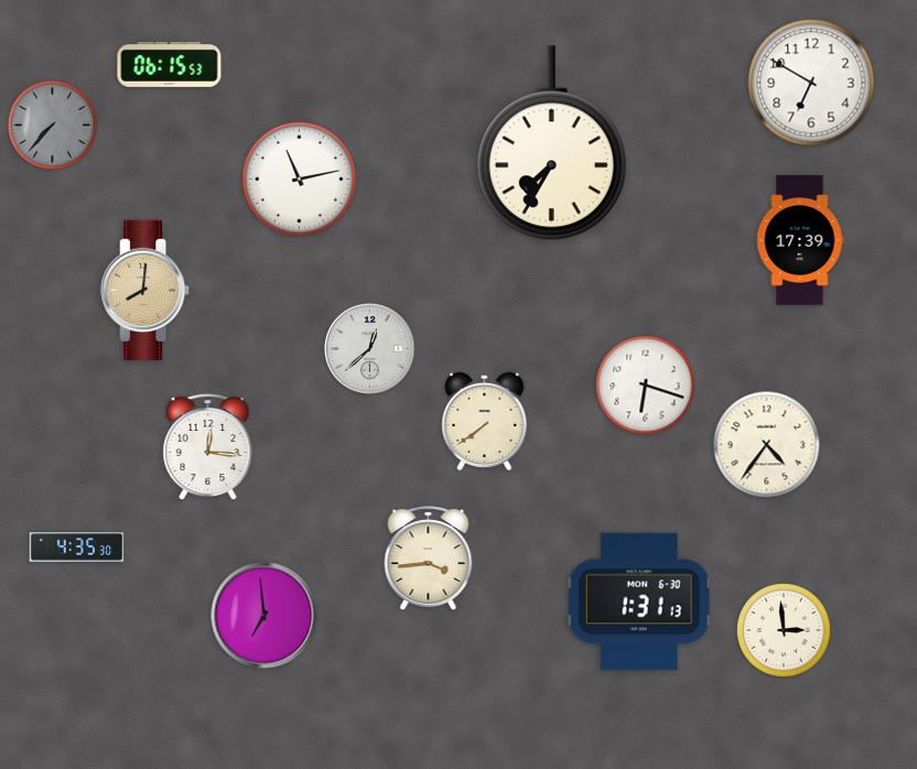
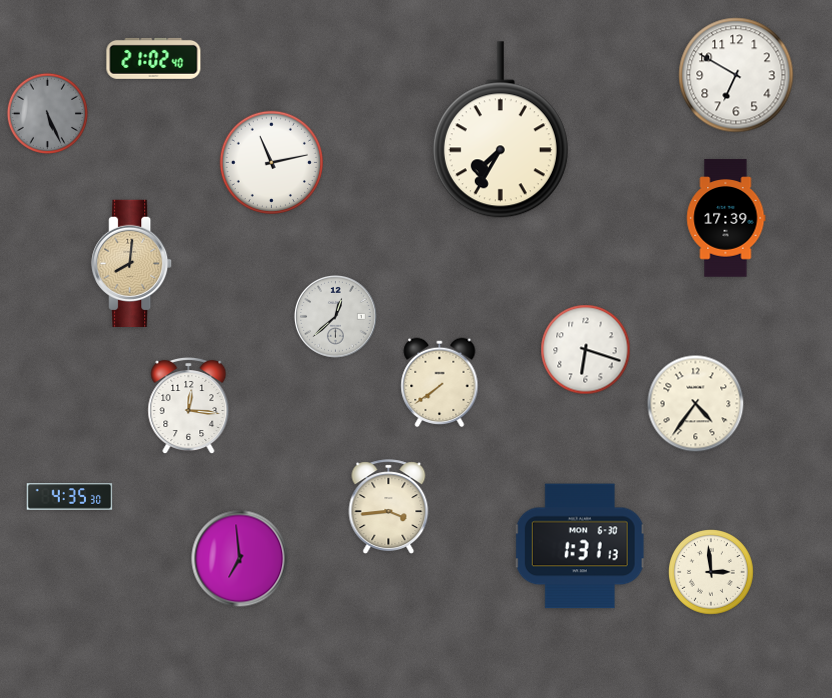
clock at (170, 64): 06:15 -> 21:02
clock at (52, 124): 7:37 -> 5:26
